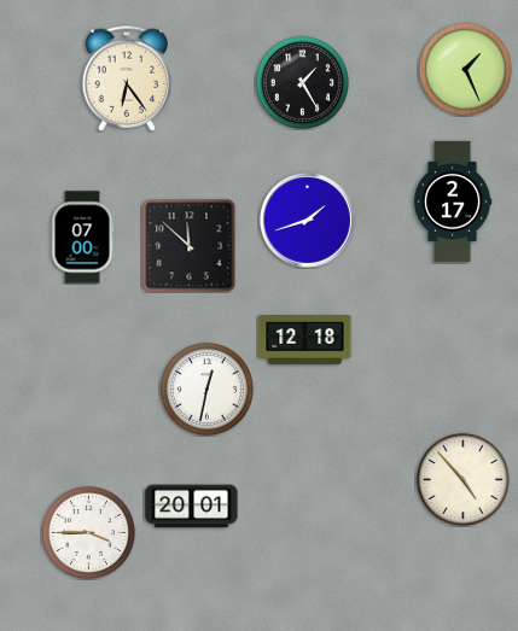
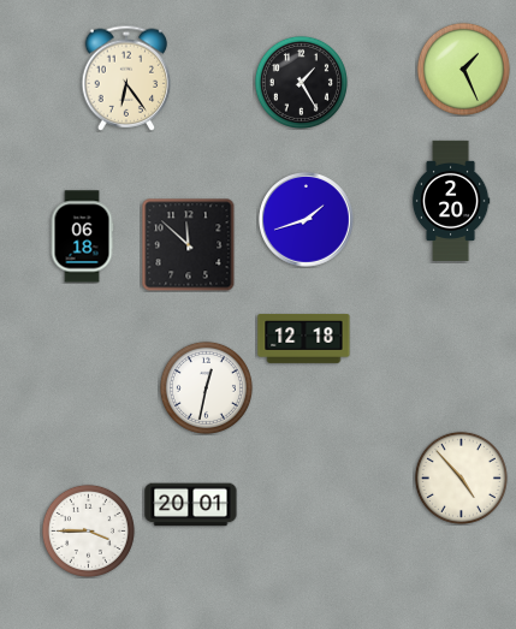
clock at (453, 201): 2:17 -> 2:20
clock at (82, 238): 07:00 -> 06:18
